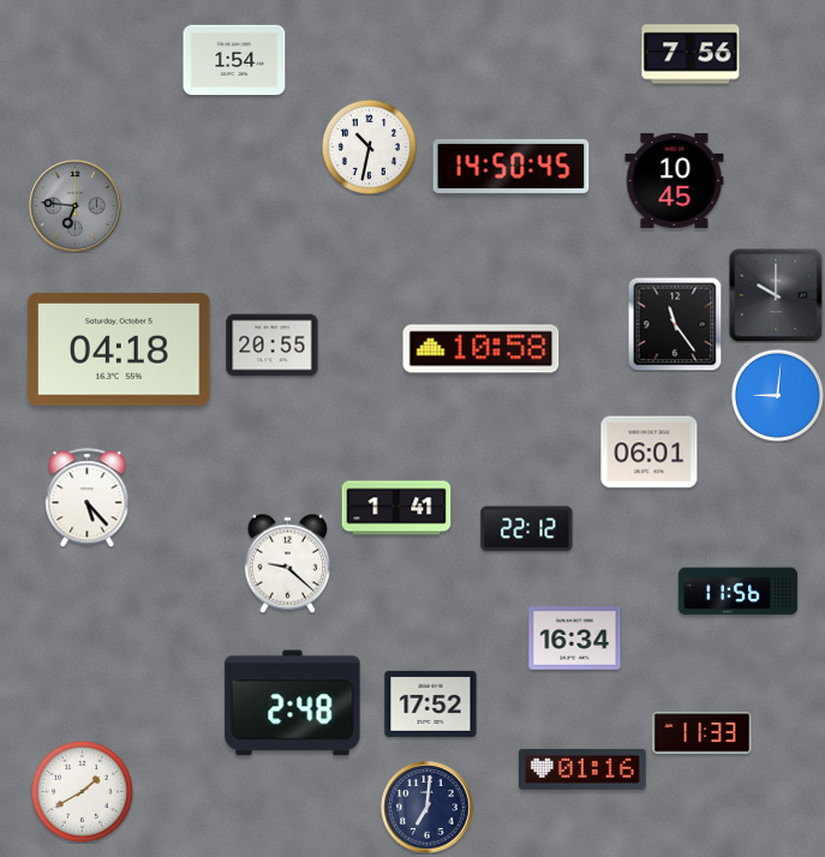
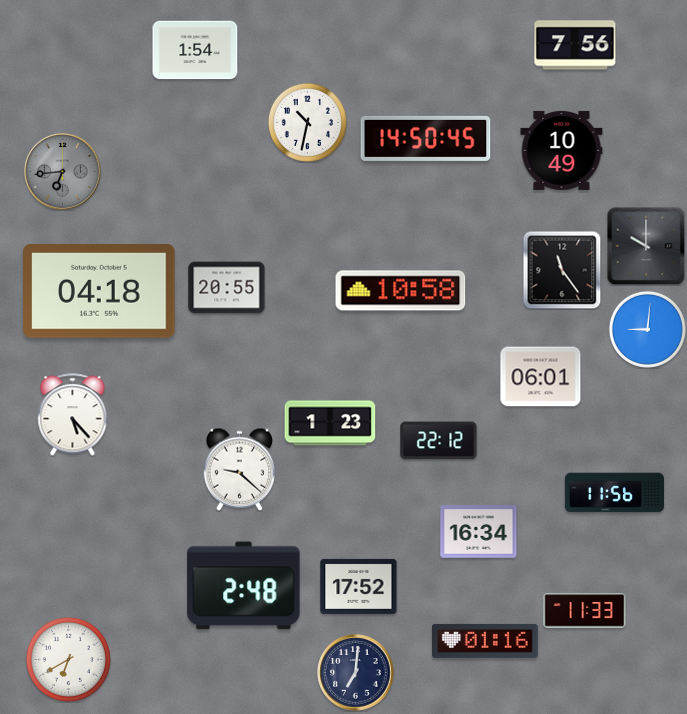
clock at (675, 180): 10:45 -> 10:49
clock at (76, 206): 6:46 -> 6:44
clock at (396, 508): 1:41 -> 1:23
clock at (82, 791): 1:40 -> 6:40
